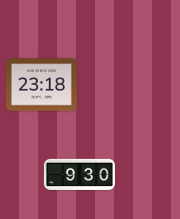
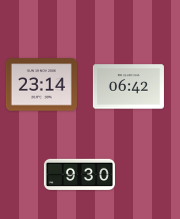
clock at (41, 85): 23:18 -> 23:14
clock at (128, 87): none -> 06:42
